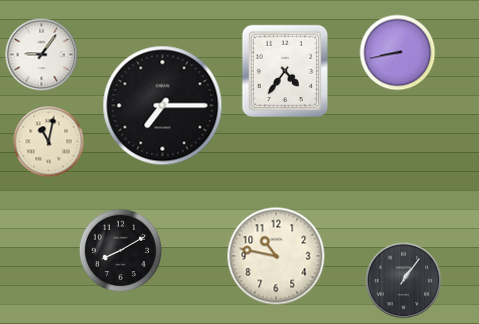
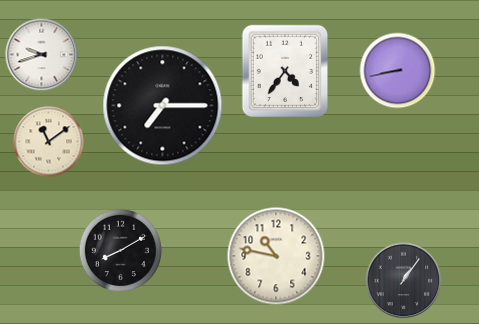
clock at (398, 53) position: (398, 53) -> (398, 71)
clock at (42, 55): 9:06 -> 9:42
clock at (49, 142): 11:02 -> 11:09
